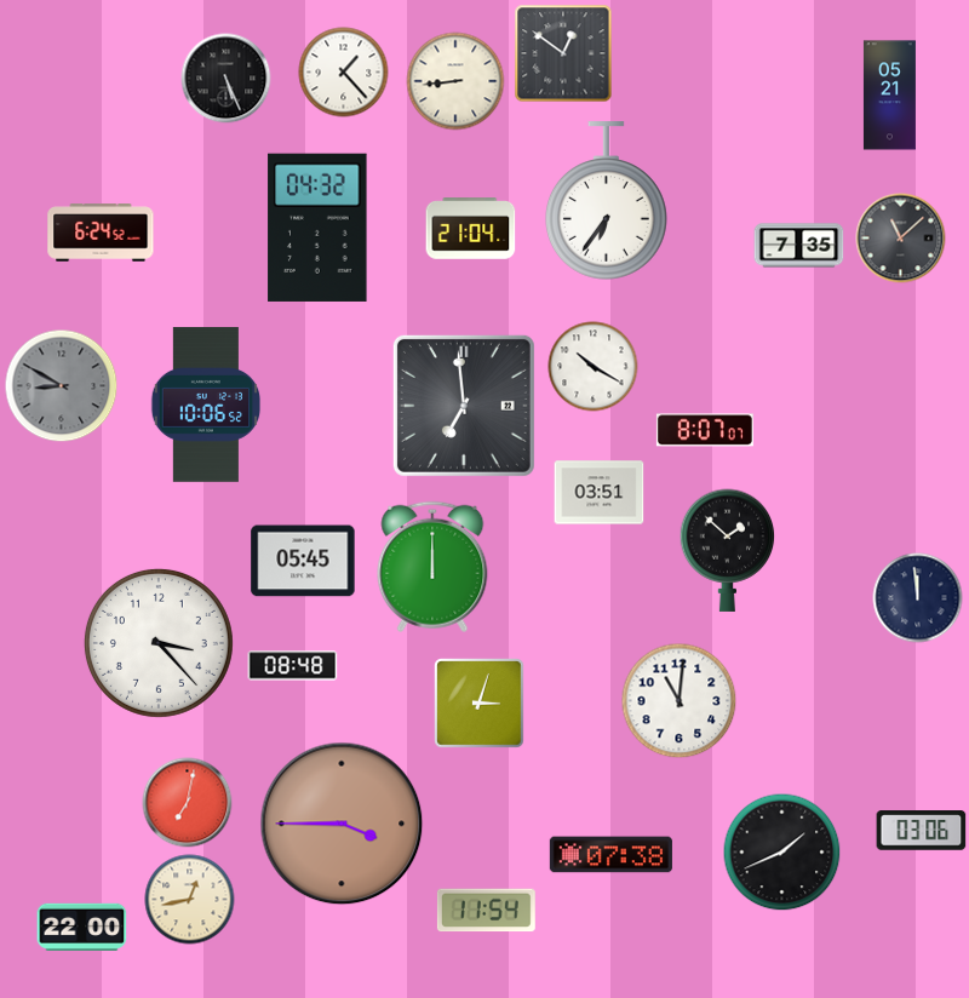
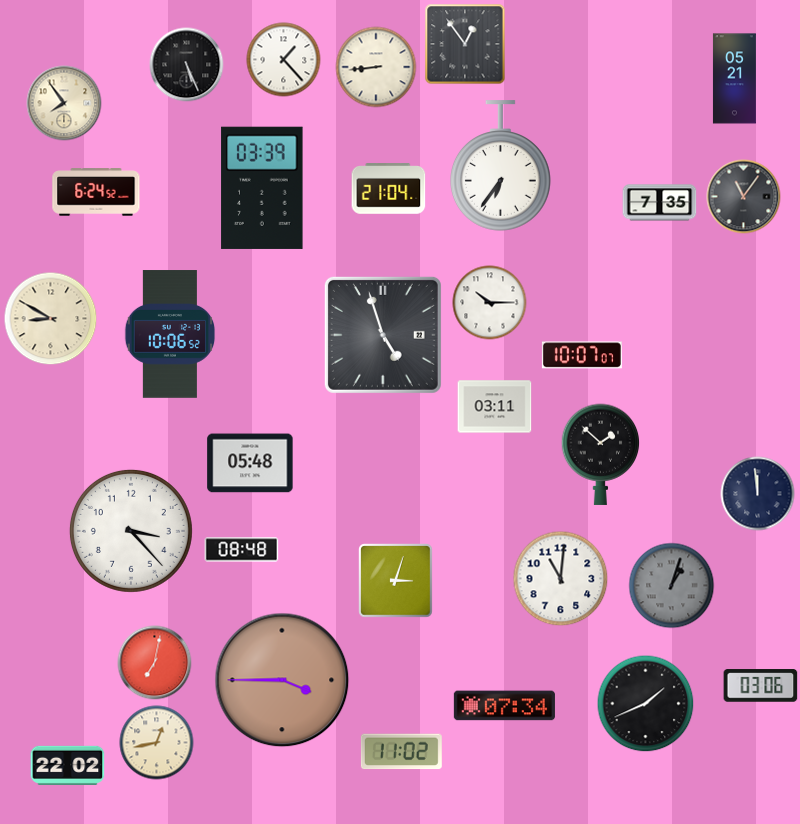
clock at (563, 53): 12:51 -> 12:54
clock at (64, 103): none -> 7:54
clock at (317, 228): 04:32 -> 03:39
clock at (101, 233) position: (101, 233) -> (96, 192)
clock at (901, 239): 11:08 -> 11:06
clock at (594, 367): 10:20 -> 10:15
clock at (62, 386) dial: grey -> cream
clock at (464, 406): 6:59 -> 4:57
clock at (705, 430): 8:07 -> 10:07
clock at (600, 493): 03:51 -> 03:11
clock at (303, 561): 05:45 -> 05:48
clock at (432, 567): 12:00 -> none
clock at (672, 586): none -> 1:03
clock at (610, 855): 07:38 -> 07:34
clock at (486, 911): 11:54 -> 11:02
clock at (82, 927): 22:00 -> 22:02
